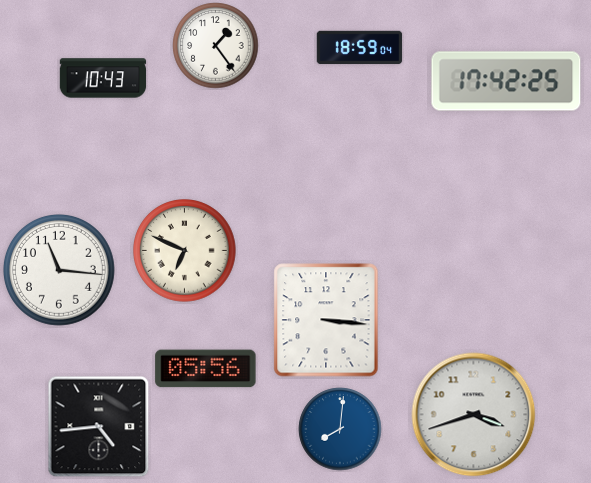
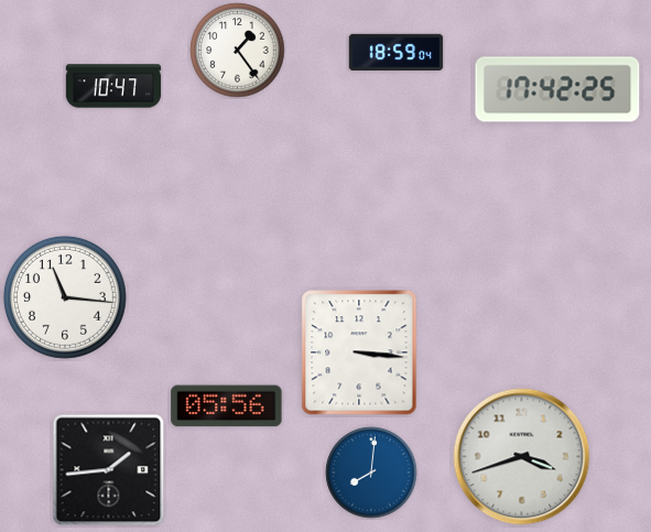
clock at (103, 78): 10:43 -> 10:47
clock at (185, 251): 6:49 -> none
clock at (99, 427): 4:44 -> 1:44
clock at (340, 429) position: (340, 429) -> (371, 473)
